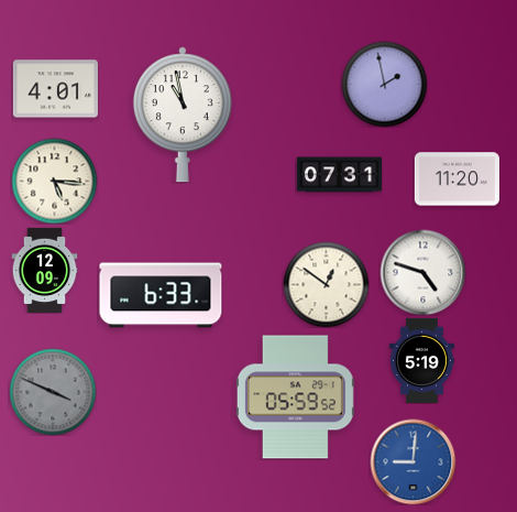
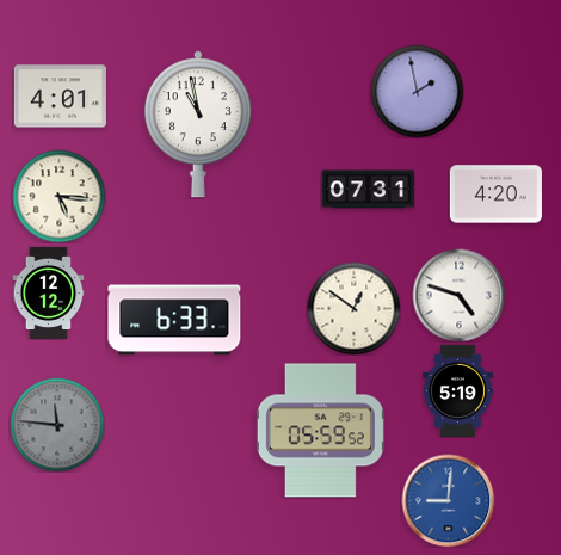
clock at (457, 179): 11:20 -> 4:20
clock at (45, 270): 12:09 -> 12:12
clock at (53, 392): 3:49 -> 11:46
